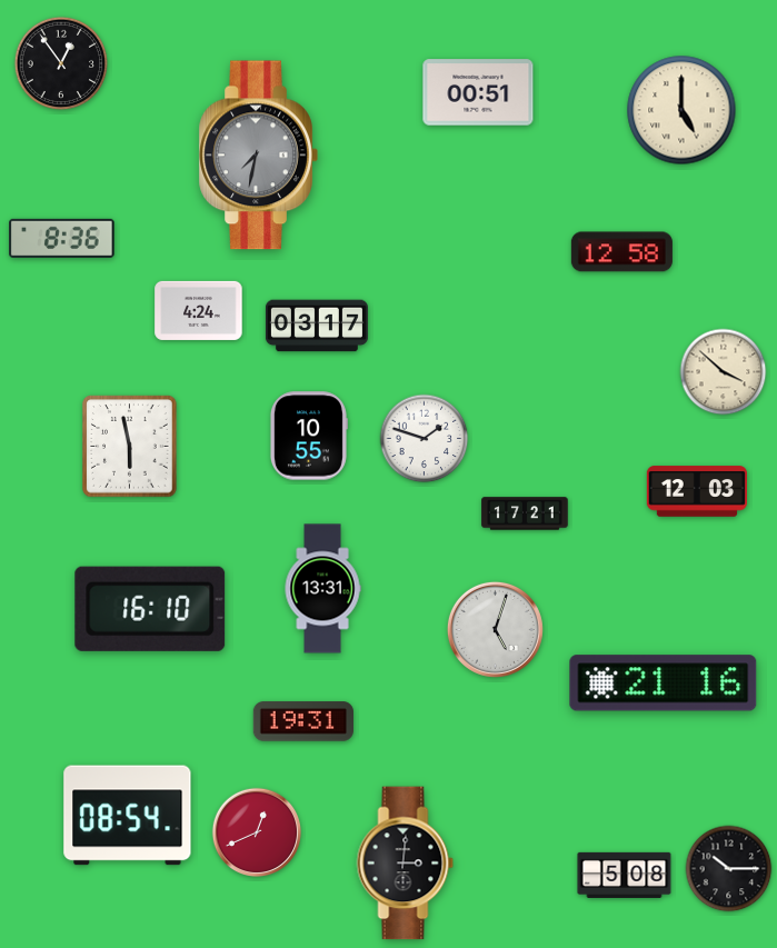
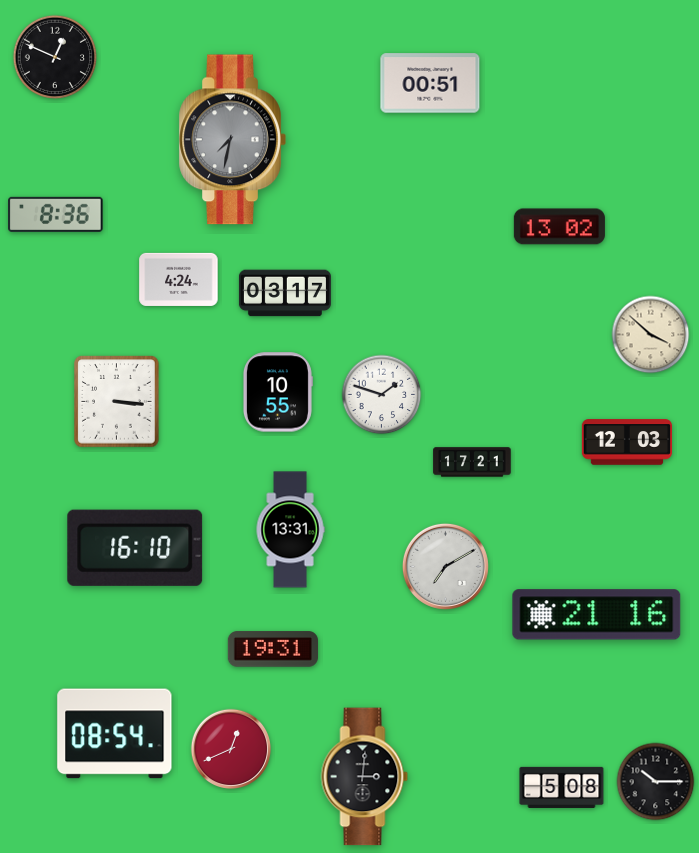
clock at (60, 62): 12:54 -> 12:49
clock at (681, 110): 5:00 -> none
clock at (621, 252): 12:58 -> 13:02
clock at (130, 447): 5:58 -> 3:16
clock at (495, 629): 5:03 -> 7:10
